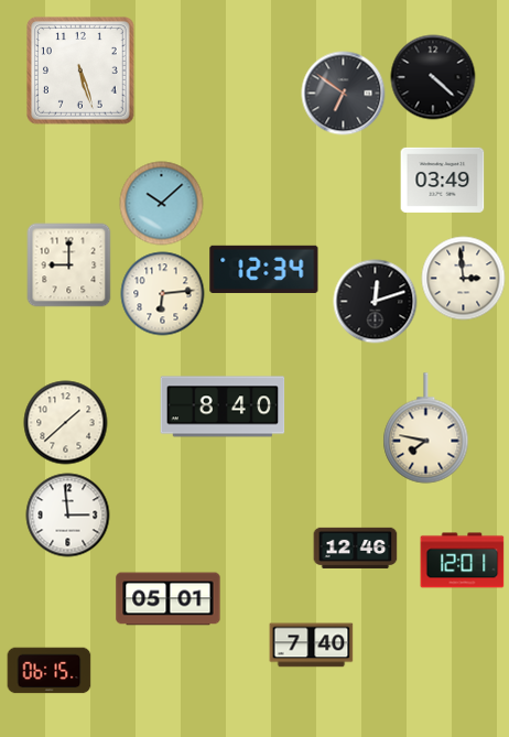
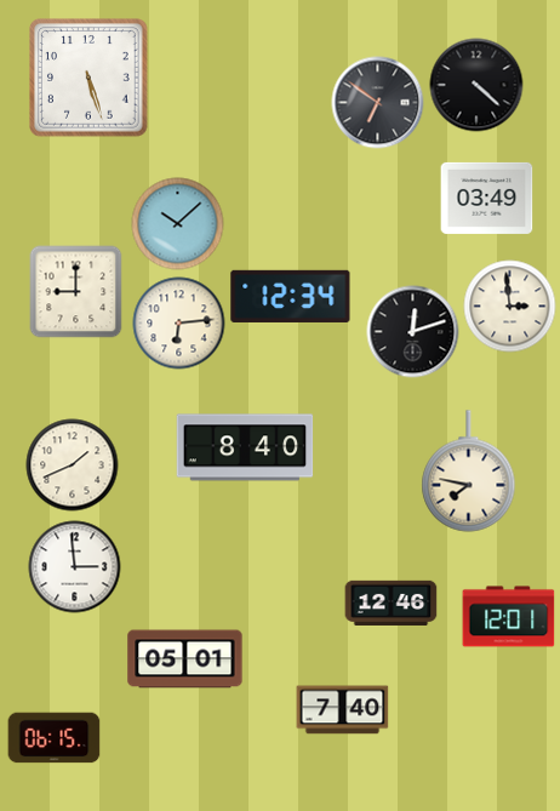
clock at (66, 423): 1:38 -> 1:41
